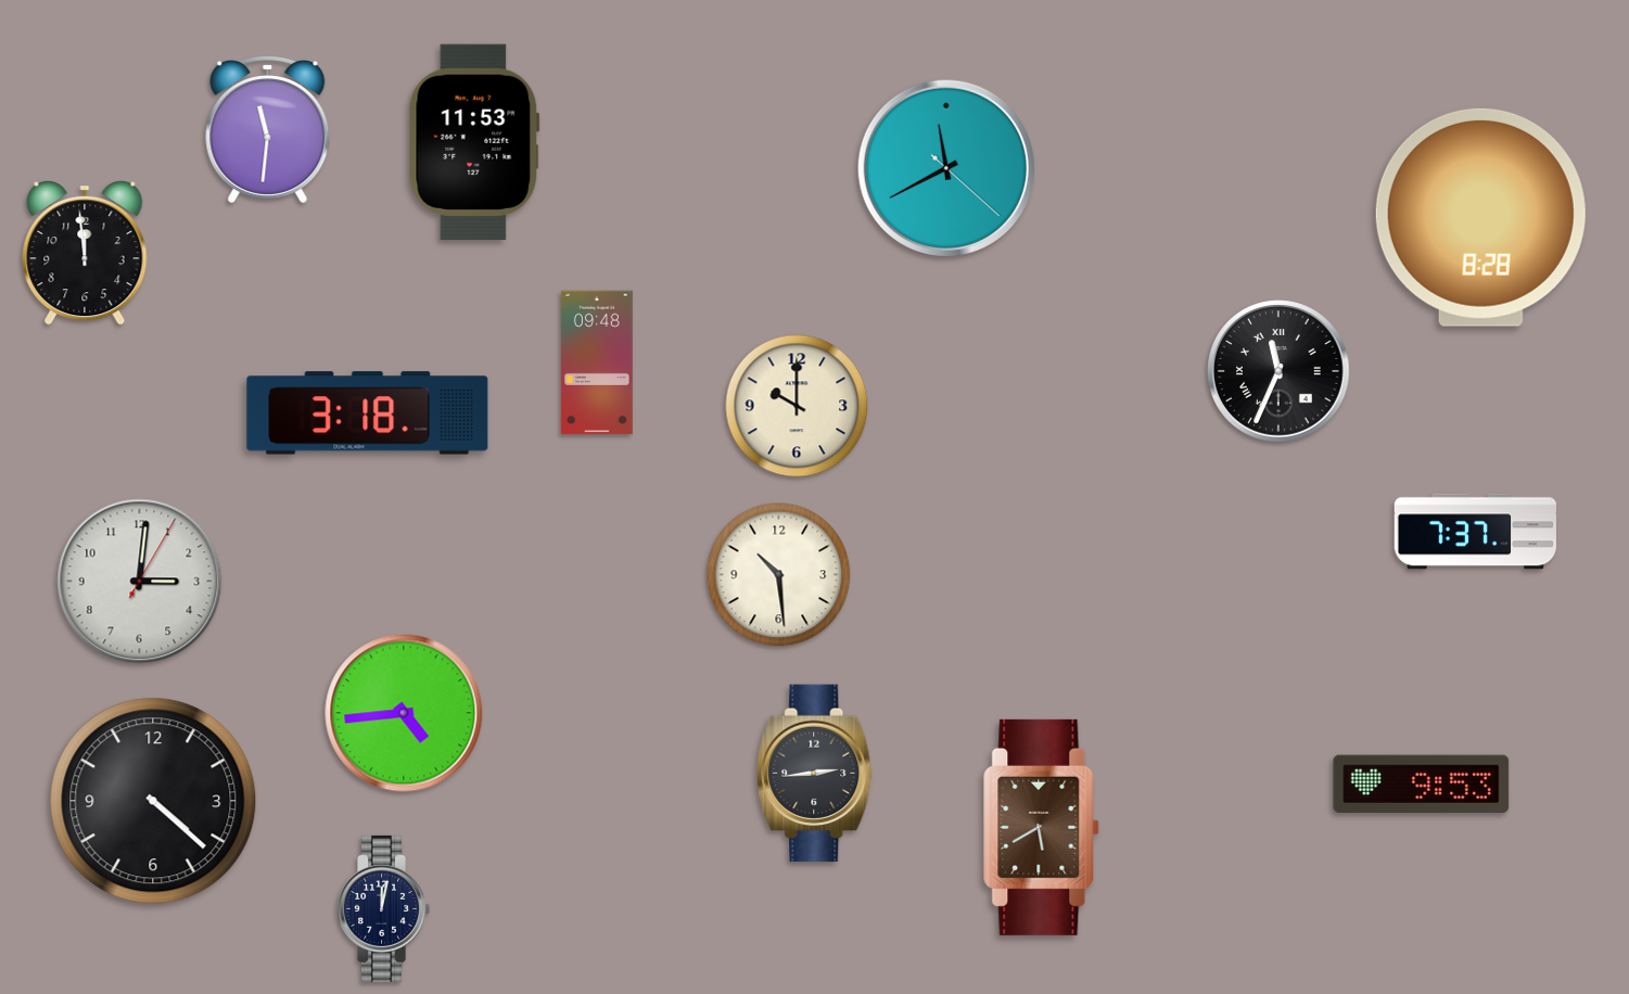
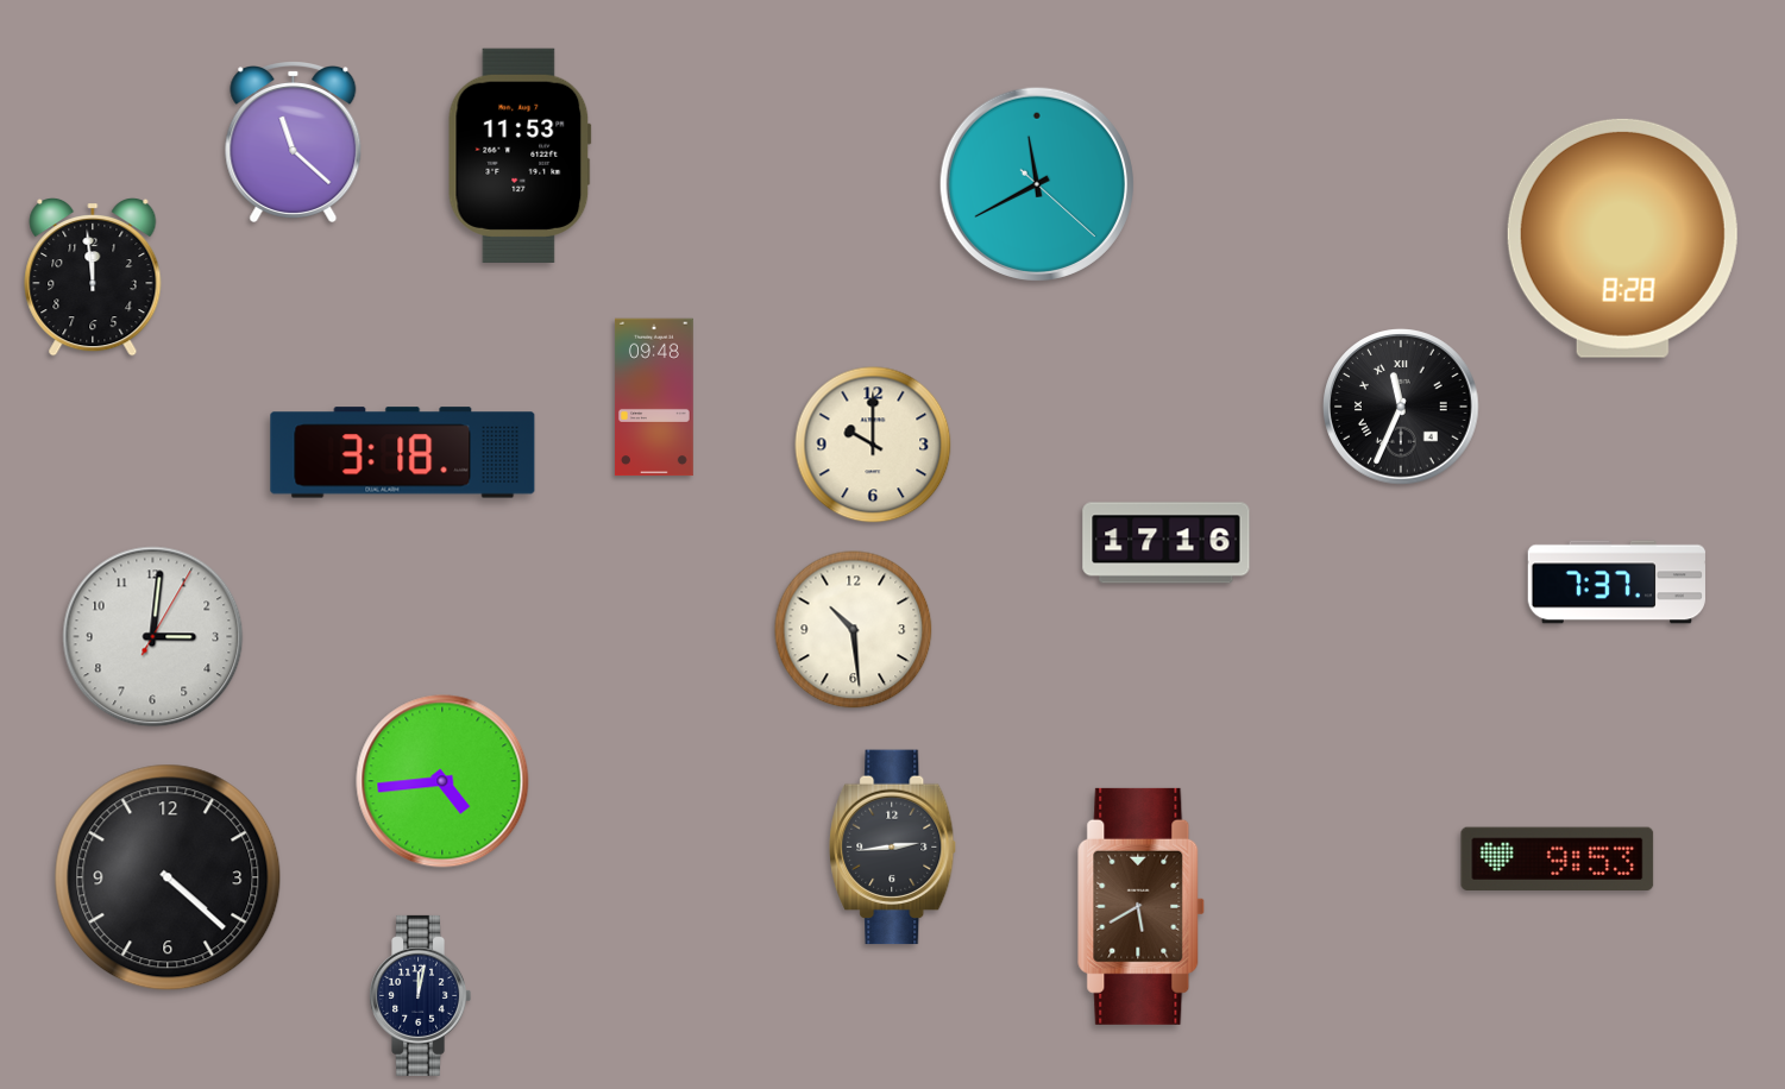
clock at (268, 130): 11:31 -> 11:22
clock at (1167, 543): none -> 17:16
